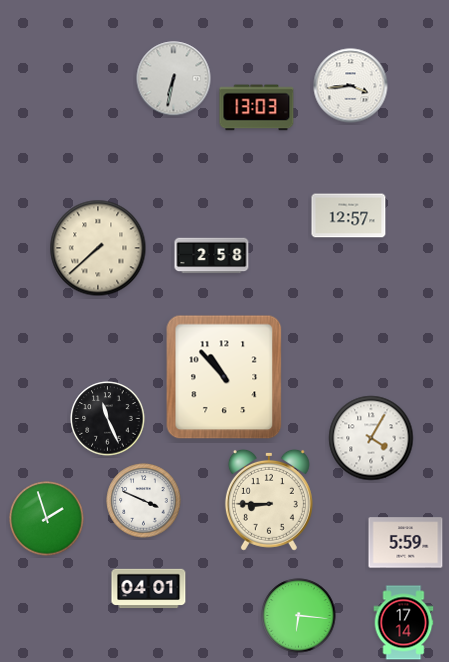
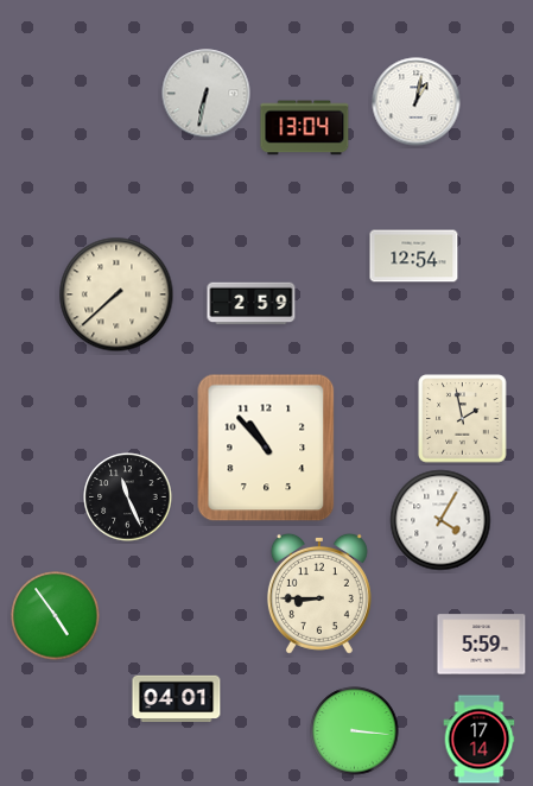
clock at (351, 86): 3:44 -> 1:02
clock at (257, 108): 13:03 -> 13:04
clock at (349, 216): 12:57 -> 12:54
clock at (212, 256): 2:58 -> 2:59
clock at (463, 419): none -> 1:58
clock at (144, 501): 3:49 -> none
clock at (47, 519): 1:57 -> 4:54
clock at (299, 616): 6:16 -> 3:16
